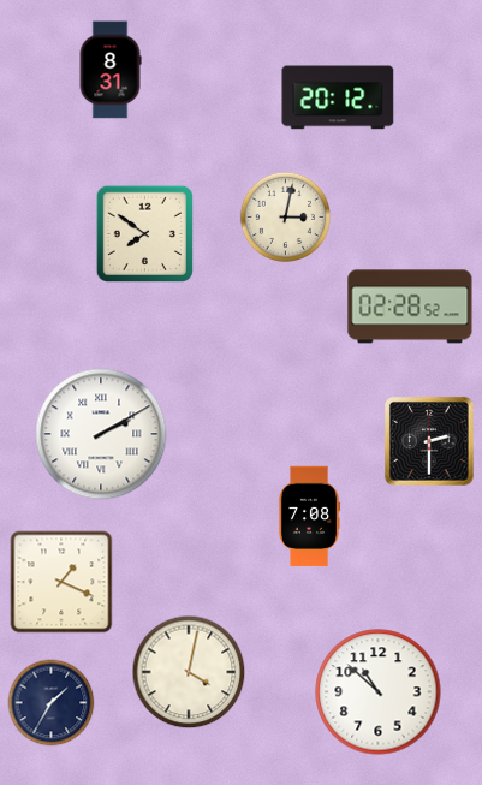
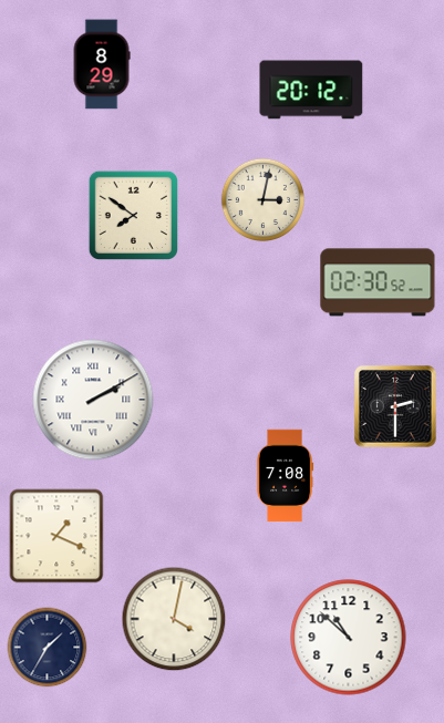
clock at (111, 70): 8:31 -> 8:29
clock at (410, 307): 02:28 -> 02:30
